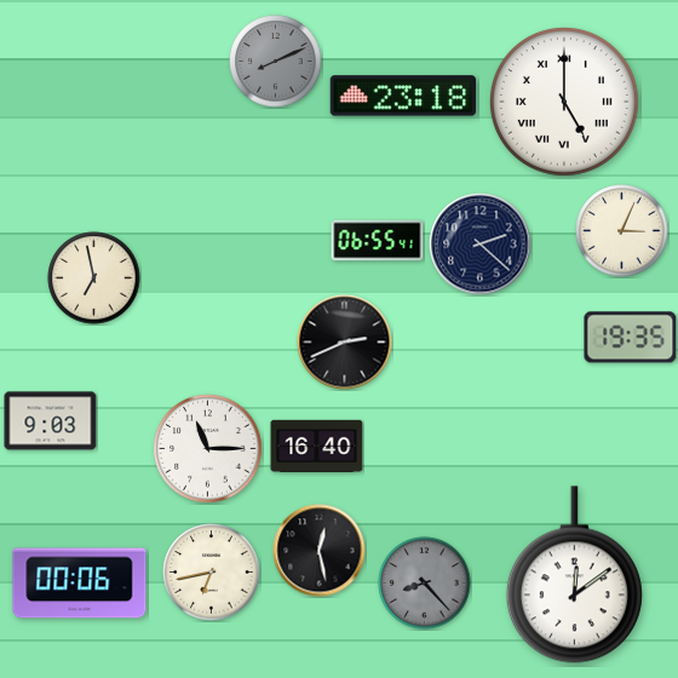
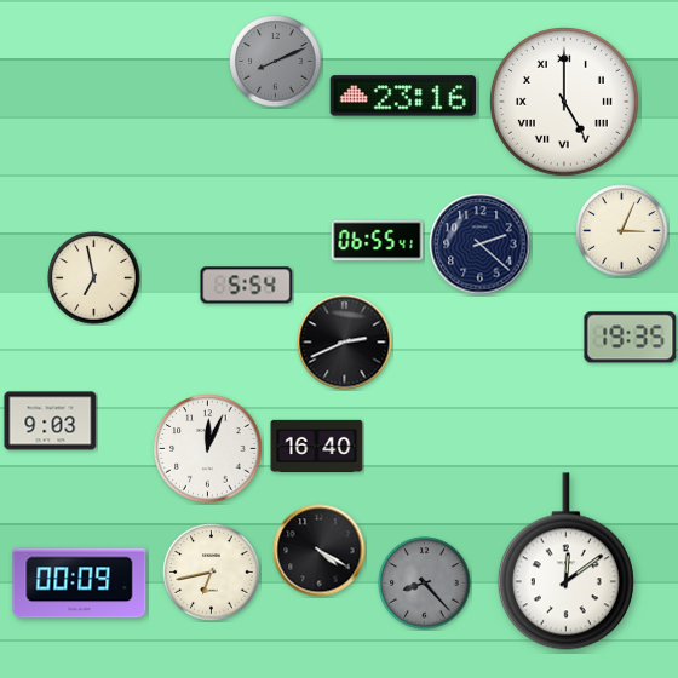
clock at (403, 96): 23:18 -> 23:16
clock at (247, 286): none -> 5:54
clock at (208, 449): 11:15 -> 12:04
clock at (320, 551): 12:28 -> 4:20
clock at (574, 575) position: (574, 575) -> (565, 562)
clock at (80, 584): 00:06 -> 00:09
